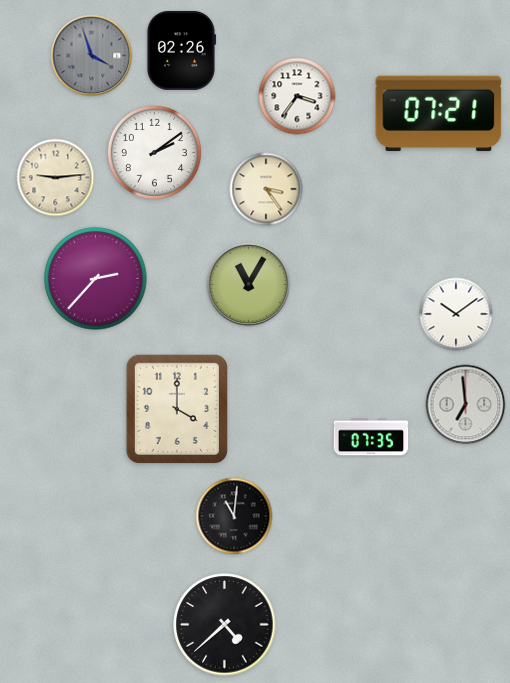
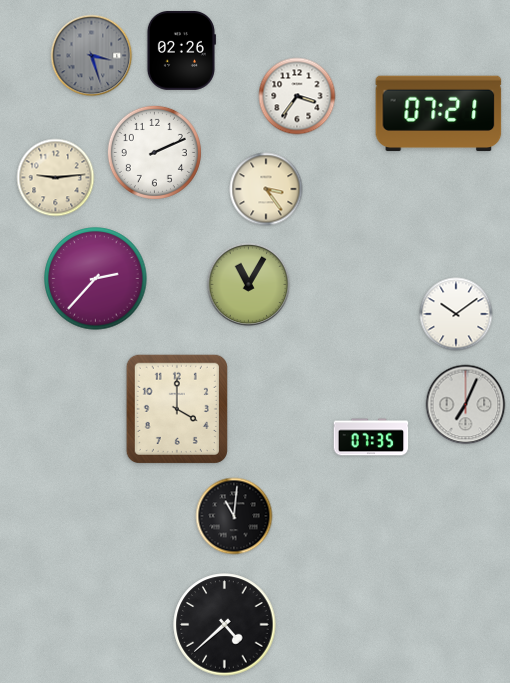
clock at (92, 56): 3:57 -> 3:27
clock at (154, 152): 2:09 -> 2:11
clock at (466, 405): 6:59 -> 7:04
